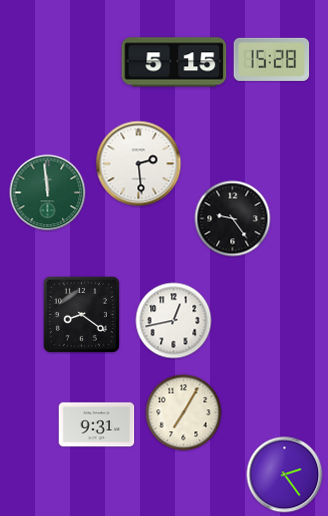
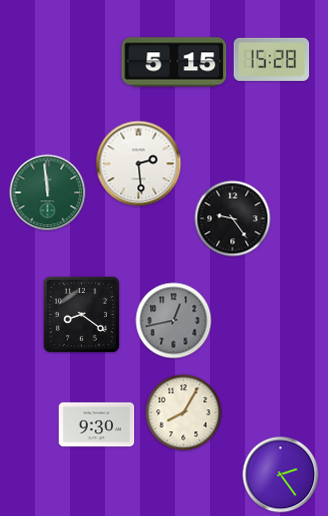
clock at (174, 321) dial: white -> grey
clock at (184, 413): 7:05 -> 8:05
clock at (97, 425): 9:31 -> 9:30
clock at (285, 475) position: (285, 475) -> (281, 475)
